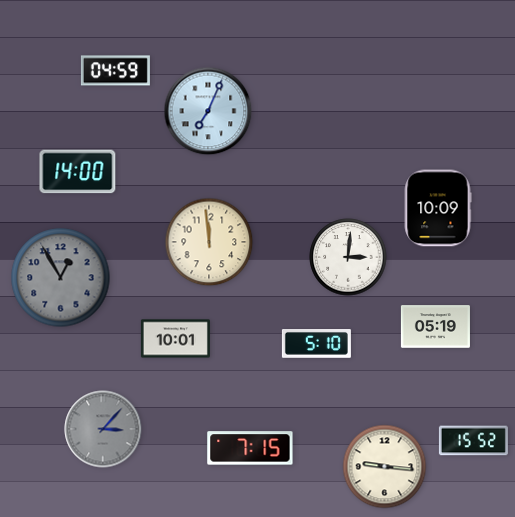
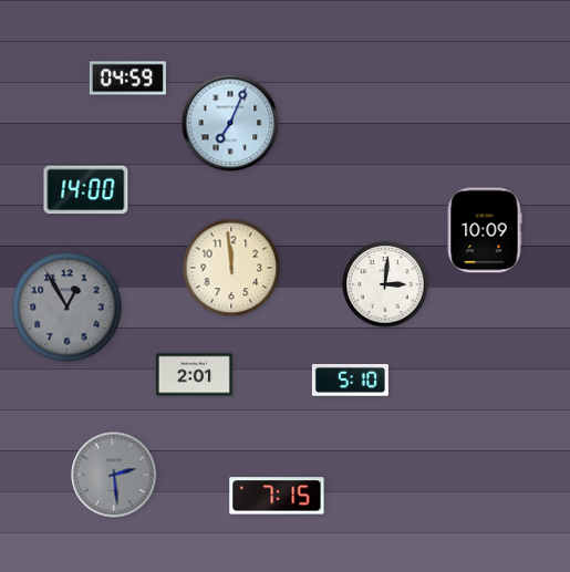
clock at (435, 327): 05:19 -> none
clock at (175, 339): 10:01 -> 2:01
clock at (103, 429): 3:07 -> 2:29
clock at (473, 441): 15:52 -> none
clock at (385, 467): 9:16 -> none
